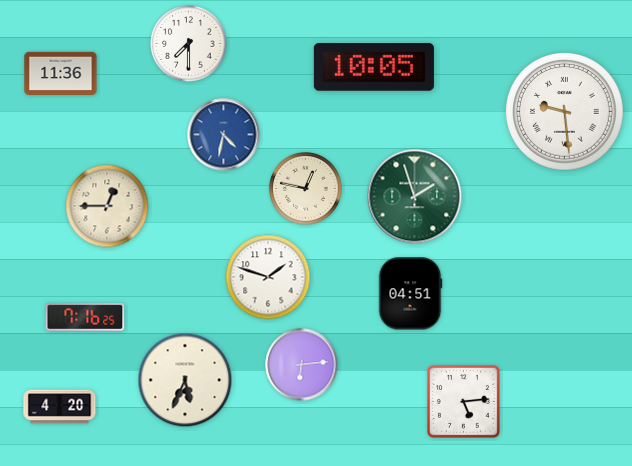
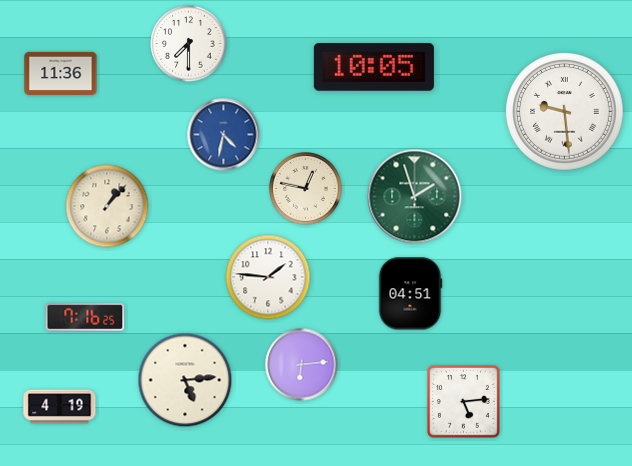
clock at (107, 206): 12:45 -> 1:07
clock at (268, 277): 1:48 -> 1:46
clock at (185, 380): 5:34 -> 5:14
clock at (60, 407): 4:20 -> 4:19
